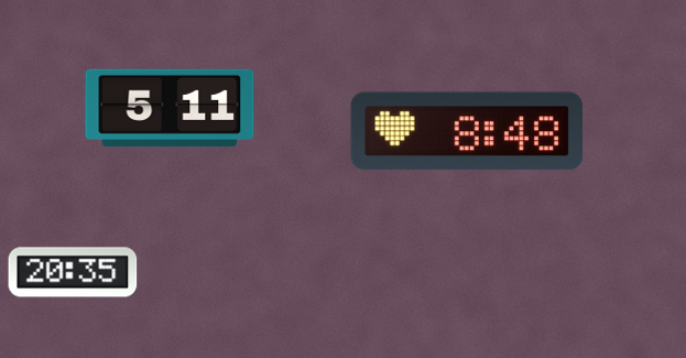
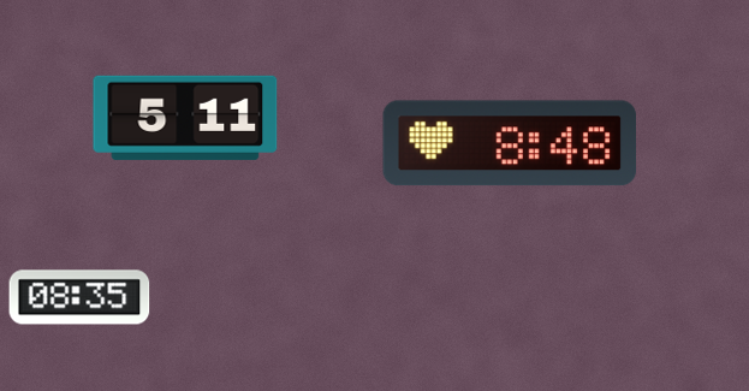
clock at (73, 272): 20:35 -> 08:35
